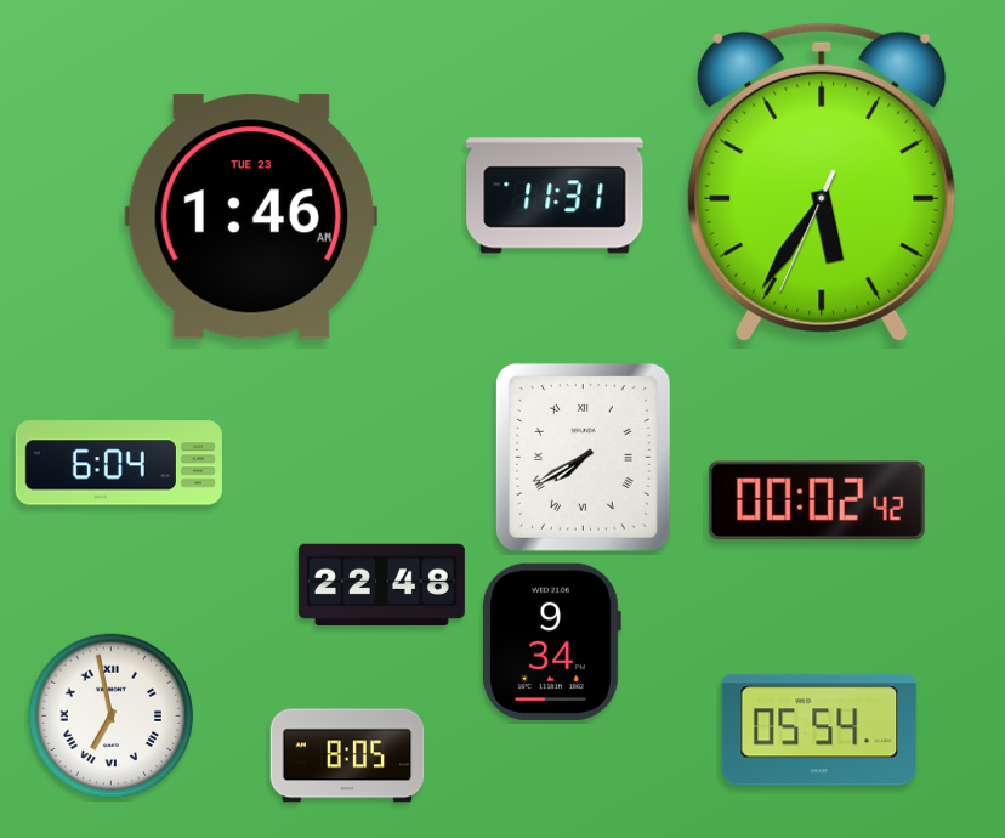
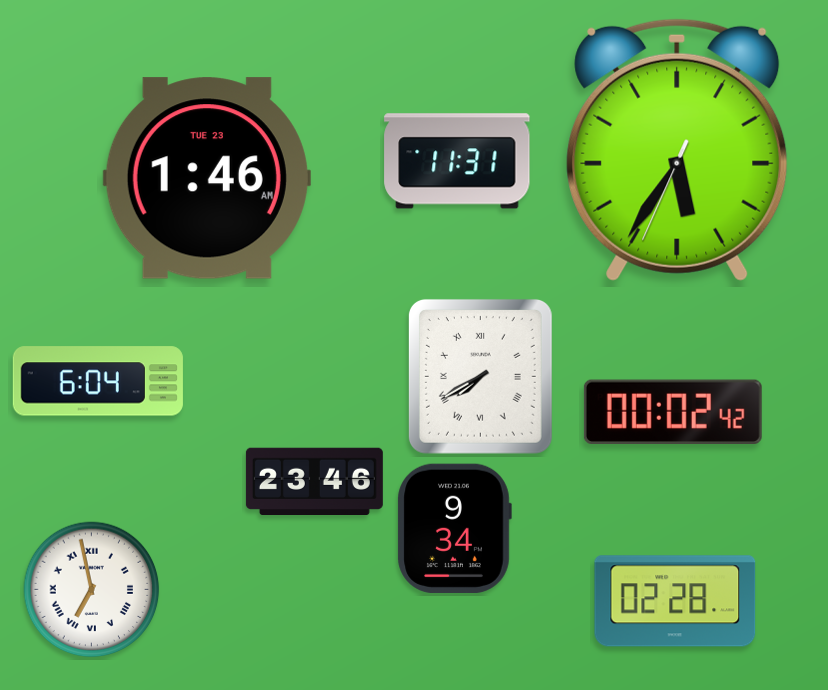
clock at (381, 585): 22:48 -> 23:46
clock at (819, 730): 05:54 -> 02:28
clock at (347, 755): 8:05 -> none
